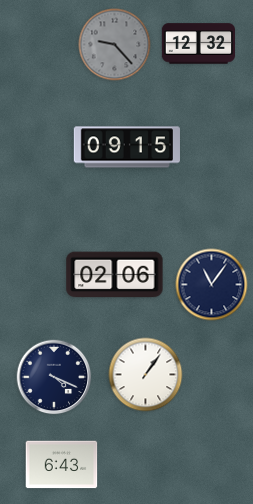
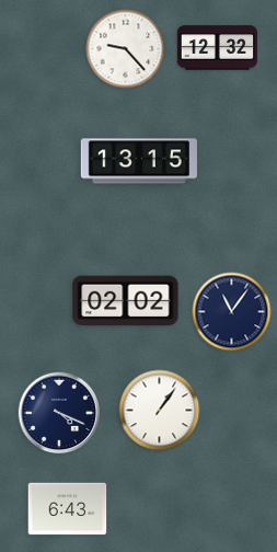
clock at (115, 45) dial: grey -> white
clock at (127, 147): 09:15 -> 13:15
clock at (115, 275): 02:06 -> 02:02
